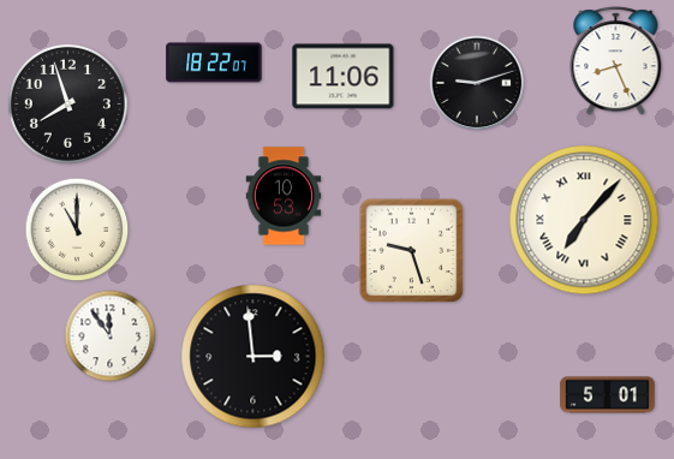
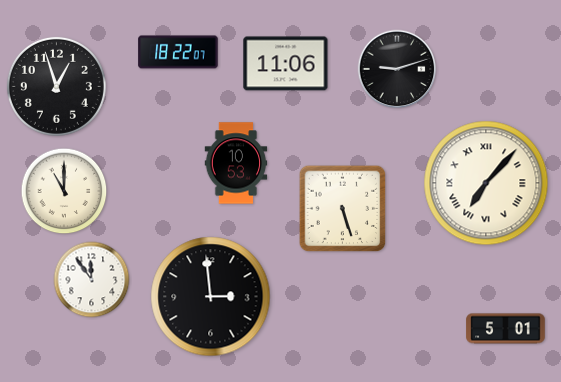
clock at (616, 61): 8:26 -> none
clock at (67, 103): 7:57 -> 12:57
clock at (412, 251): 9:27 -> 5:27
